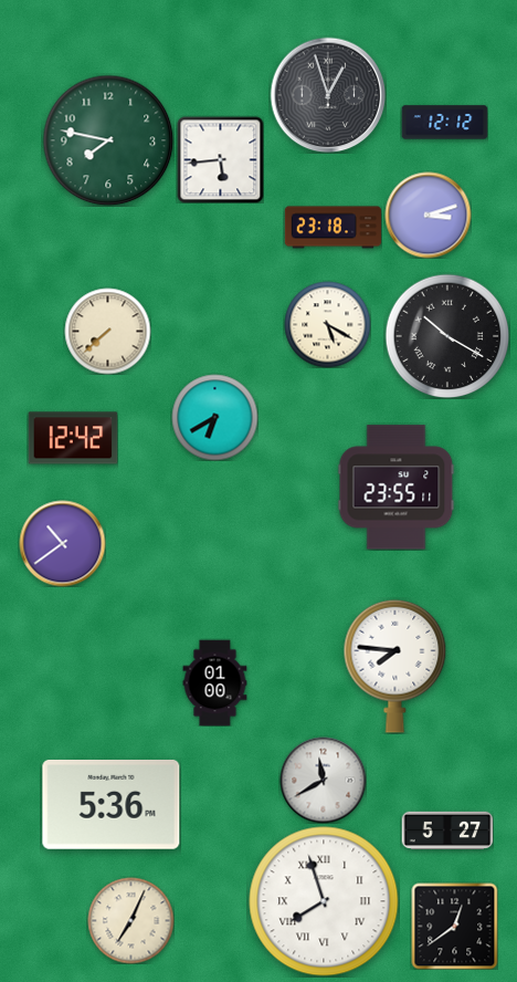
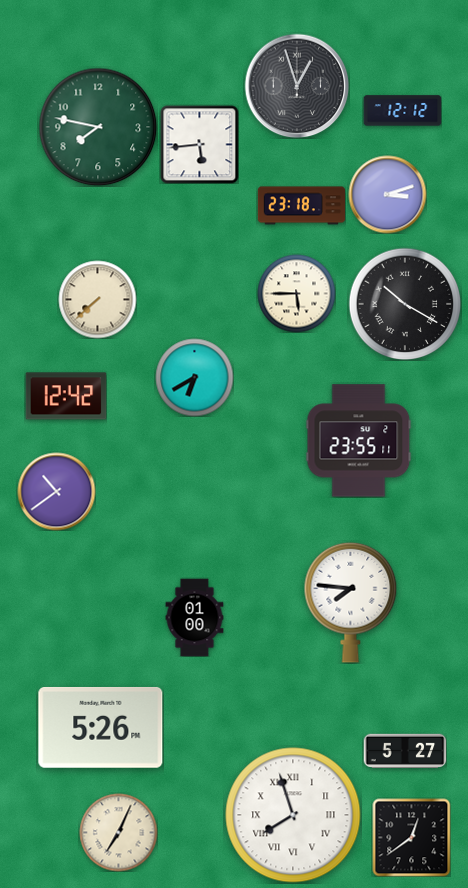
clock at (327, 324): 5:20 -> 5:45
clock at (395, 666) position: (395, 666) -> (351, 602)
clock at (323, 780): 11:40 -> none
clock at (112, 804): 5:36 -> 5:26
